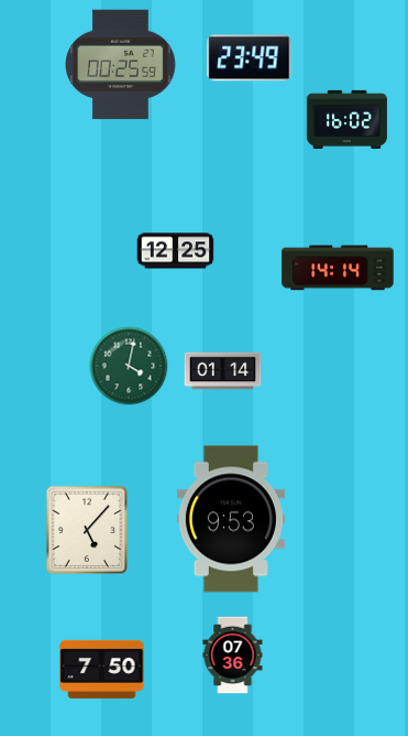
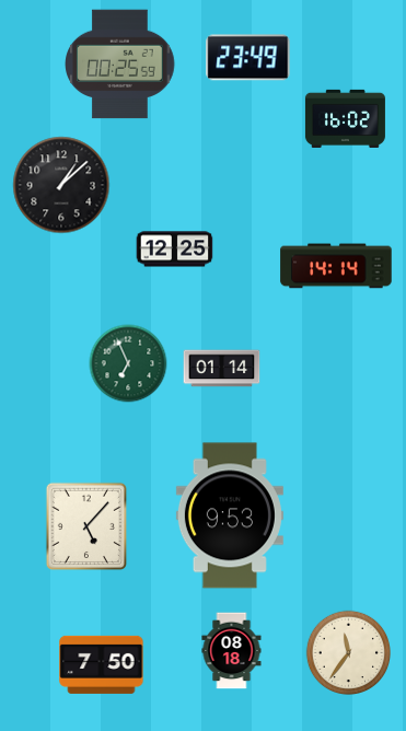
clock at (61, 185): none -> 1:08
clock at (129, 366): 4:02 -> 6:56
clock at (233, 656): 07:36 -> 08:18
clock at (349, 653): none -> 11:36
